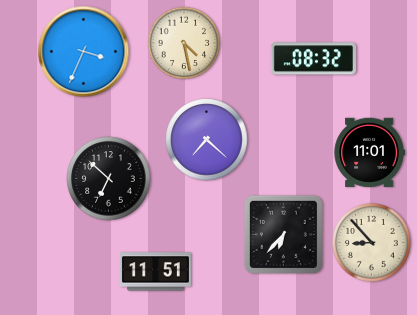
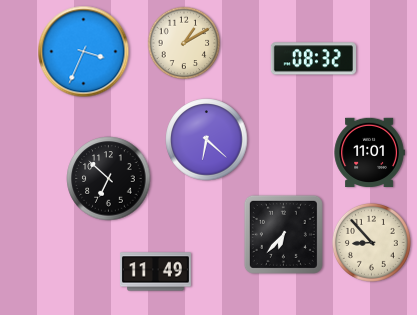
clock at (184, 43): 4:28 -> 1:10
clock at (207, 140): 7:22 -> 6:22
clock at (155, 272): 11:51 -> 11:49
